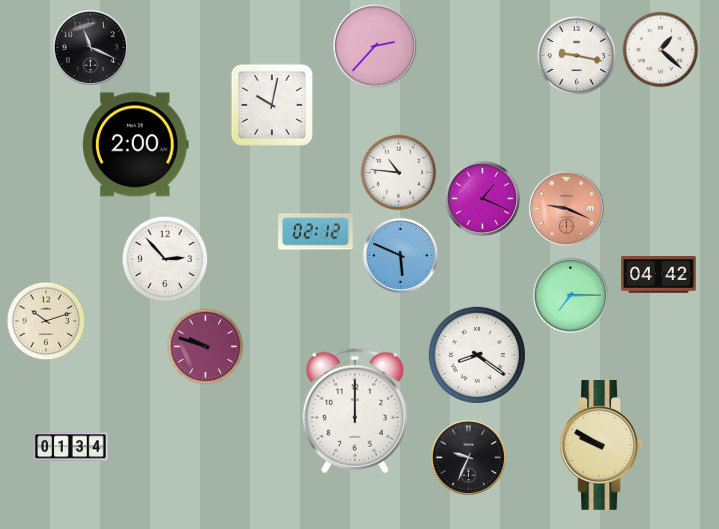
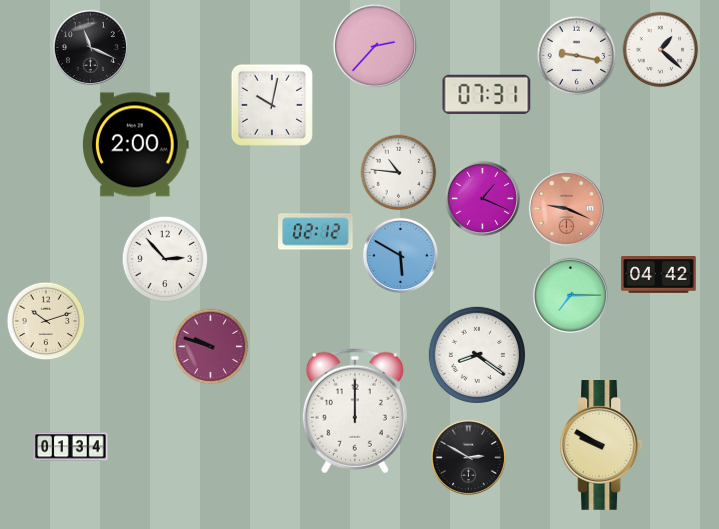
clock at (487, 94): none -> 07:31
clock at (400, 255): 5:49 -> 5:50
clock at (206, 347) position: (206, 347) -> (211, 347)
clock at (468, 457): 9:34 -> 2:50
